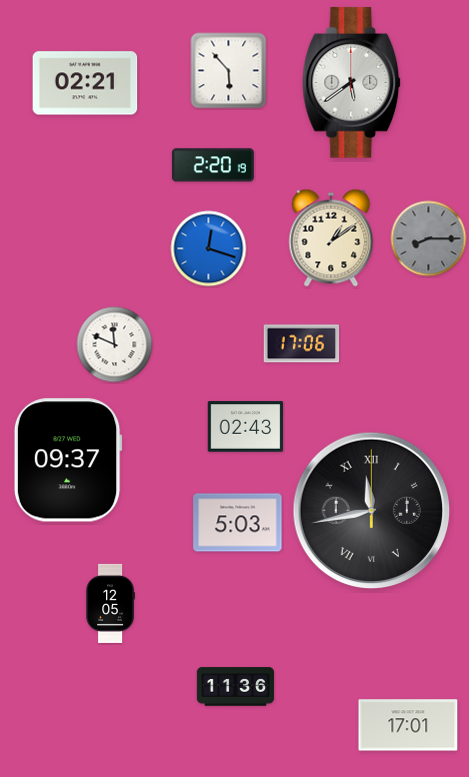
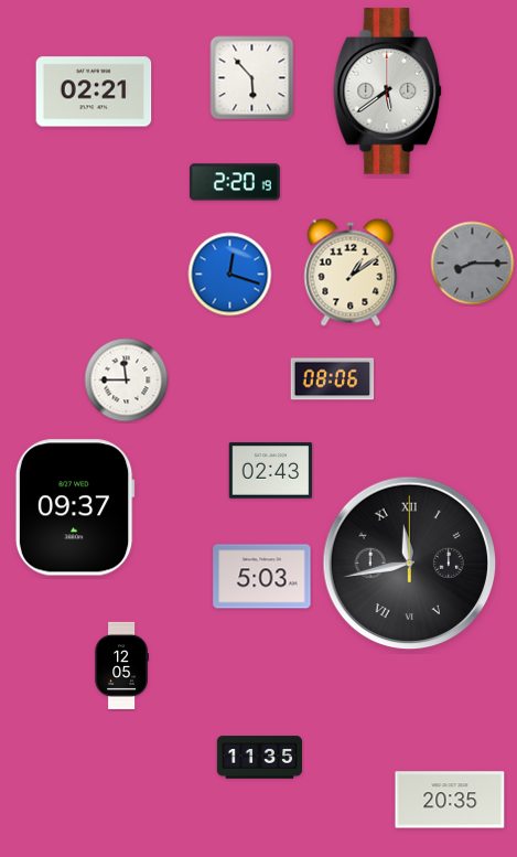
clock at (331, 238) position: (331, 238) -> (351, 272)
clock at (302, 344): 17:06 -> 08:06
clock at (115, 345): 11:49 -> 11:45
clock at (236, 687): 11:36 -> 11:35
clock at (408, 725): 17:01 -> 20:35
